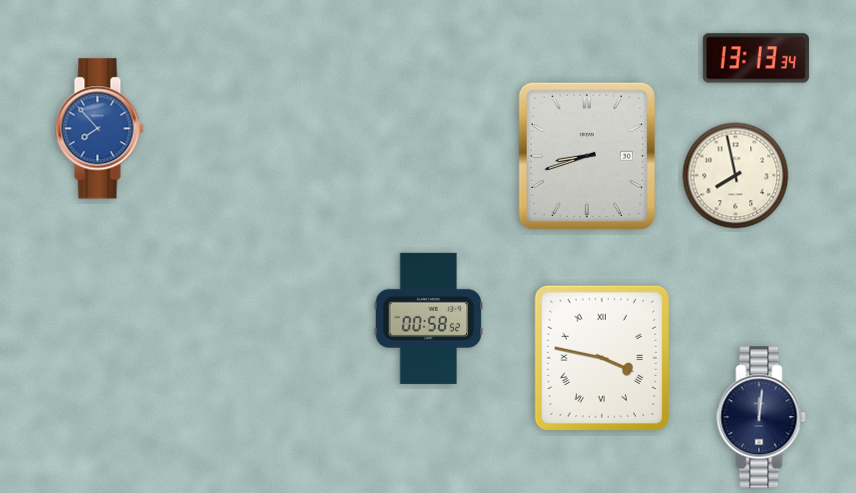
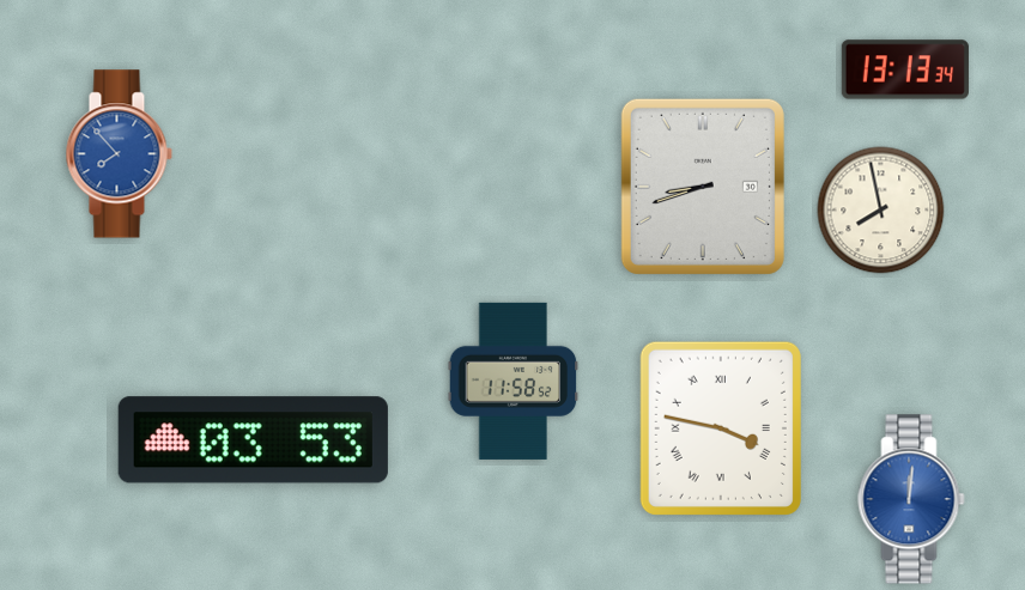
clock at (429, 318): 00:58 -> 11:58
clock at (253, 440): none -> 03:53
clock at (761, 417) dial: navy -> blue
